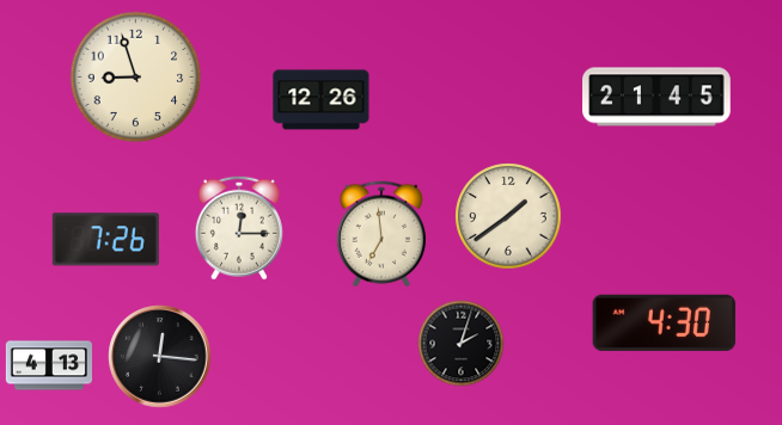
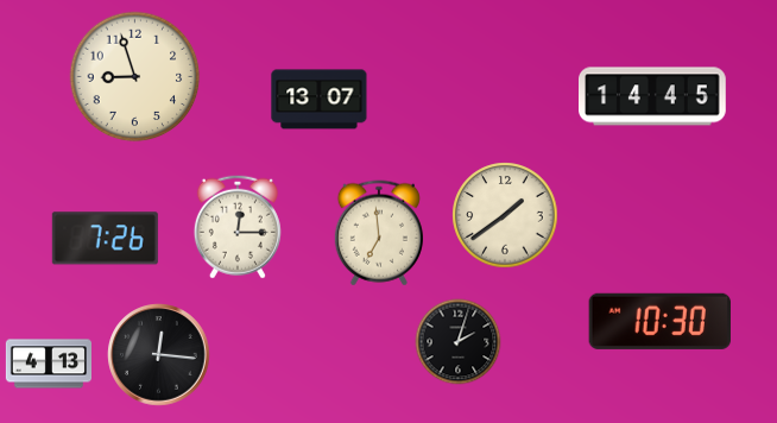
clock at (658, 97): 21:45 -> 14:45
clock at (322, 100): 12:26 -> 13:07
clock at (664, 322): 4:30 -> 10:30
